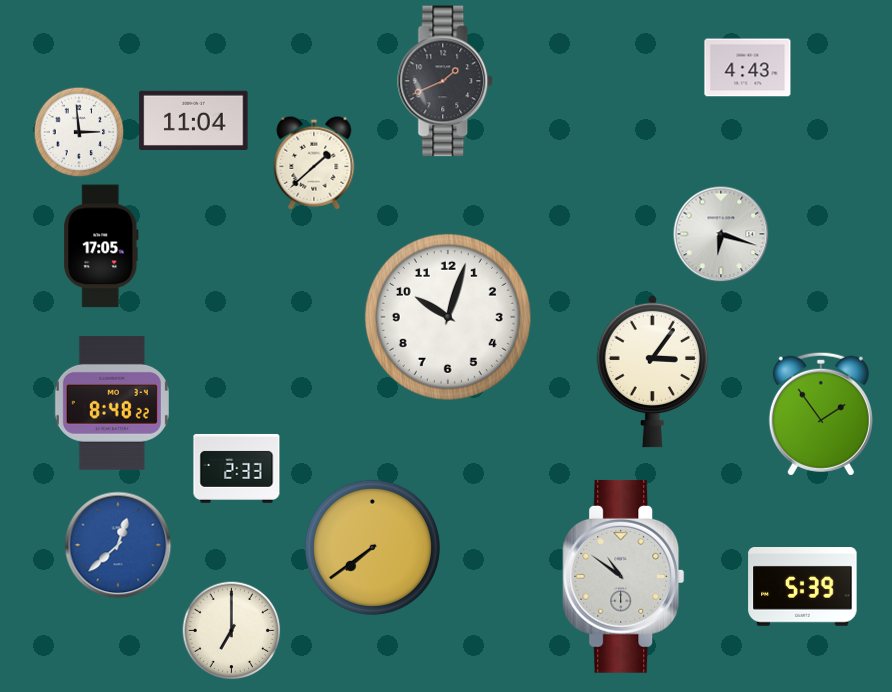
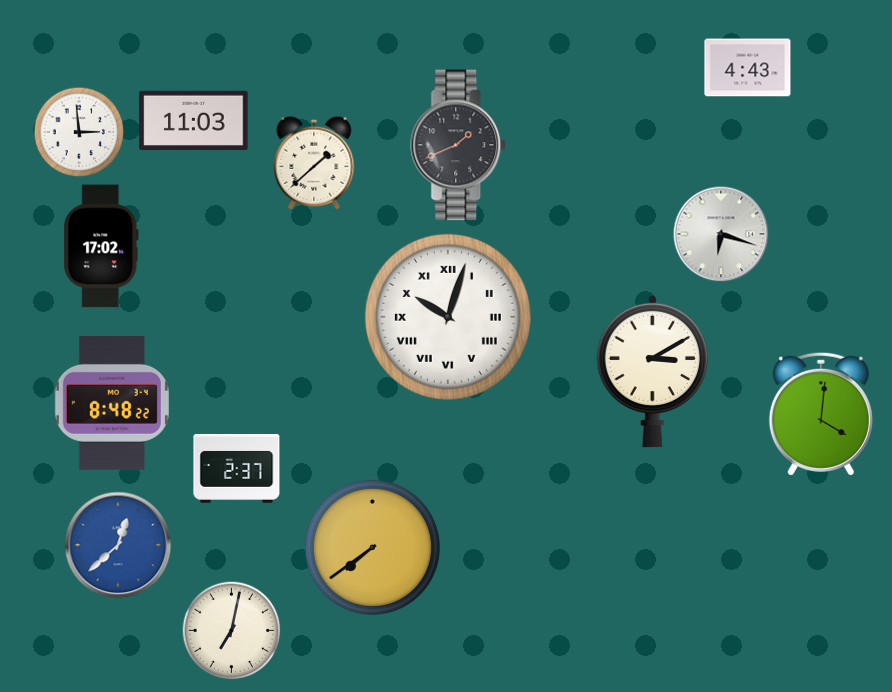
clock at (446, 81) position: (446, 81) -> (459, 145)
clock at (194, 120): 11:04 -> 11:03
clock at (101, 246): 17:05 -> 17:02
clock at (448, 317) numerals: Arabic -> Roman
clock at (652, 371): 3:06 -> 3:10
clock at (821, 414): 1:54 -> 4:01
clock at (237, 468): 2:33 -> 2:37
clock at (624, 576): 10:51 -> none
clock at (803, 587): 5:39 -> none
clock at (232, 631): 7:00 -> 7:02
